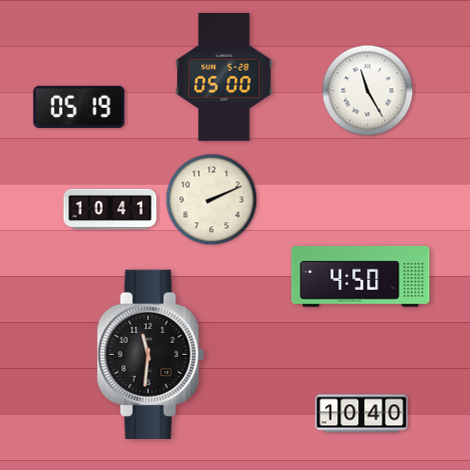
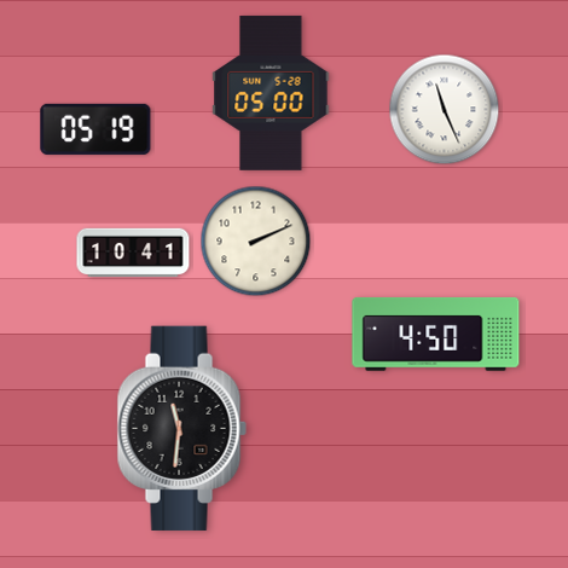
clock at (368, 91): 11:25 -> 11:26
clock at (362, 414): 10:40 -> none
